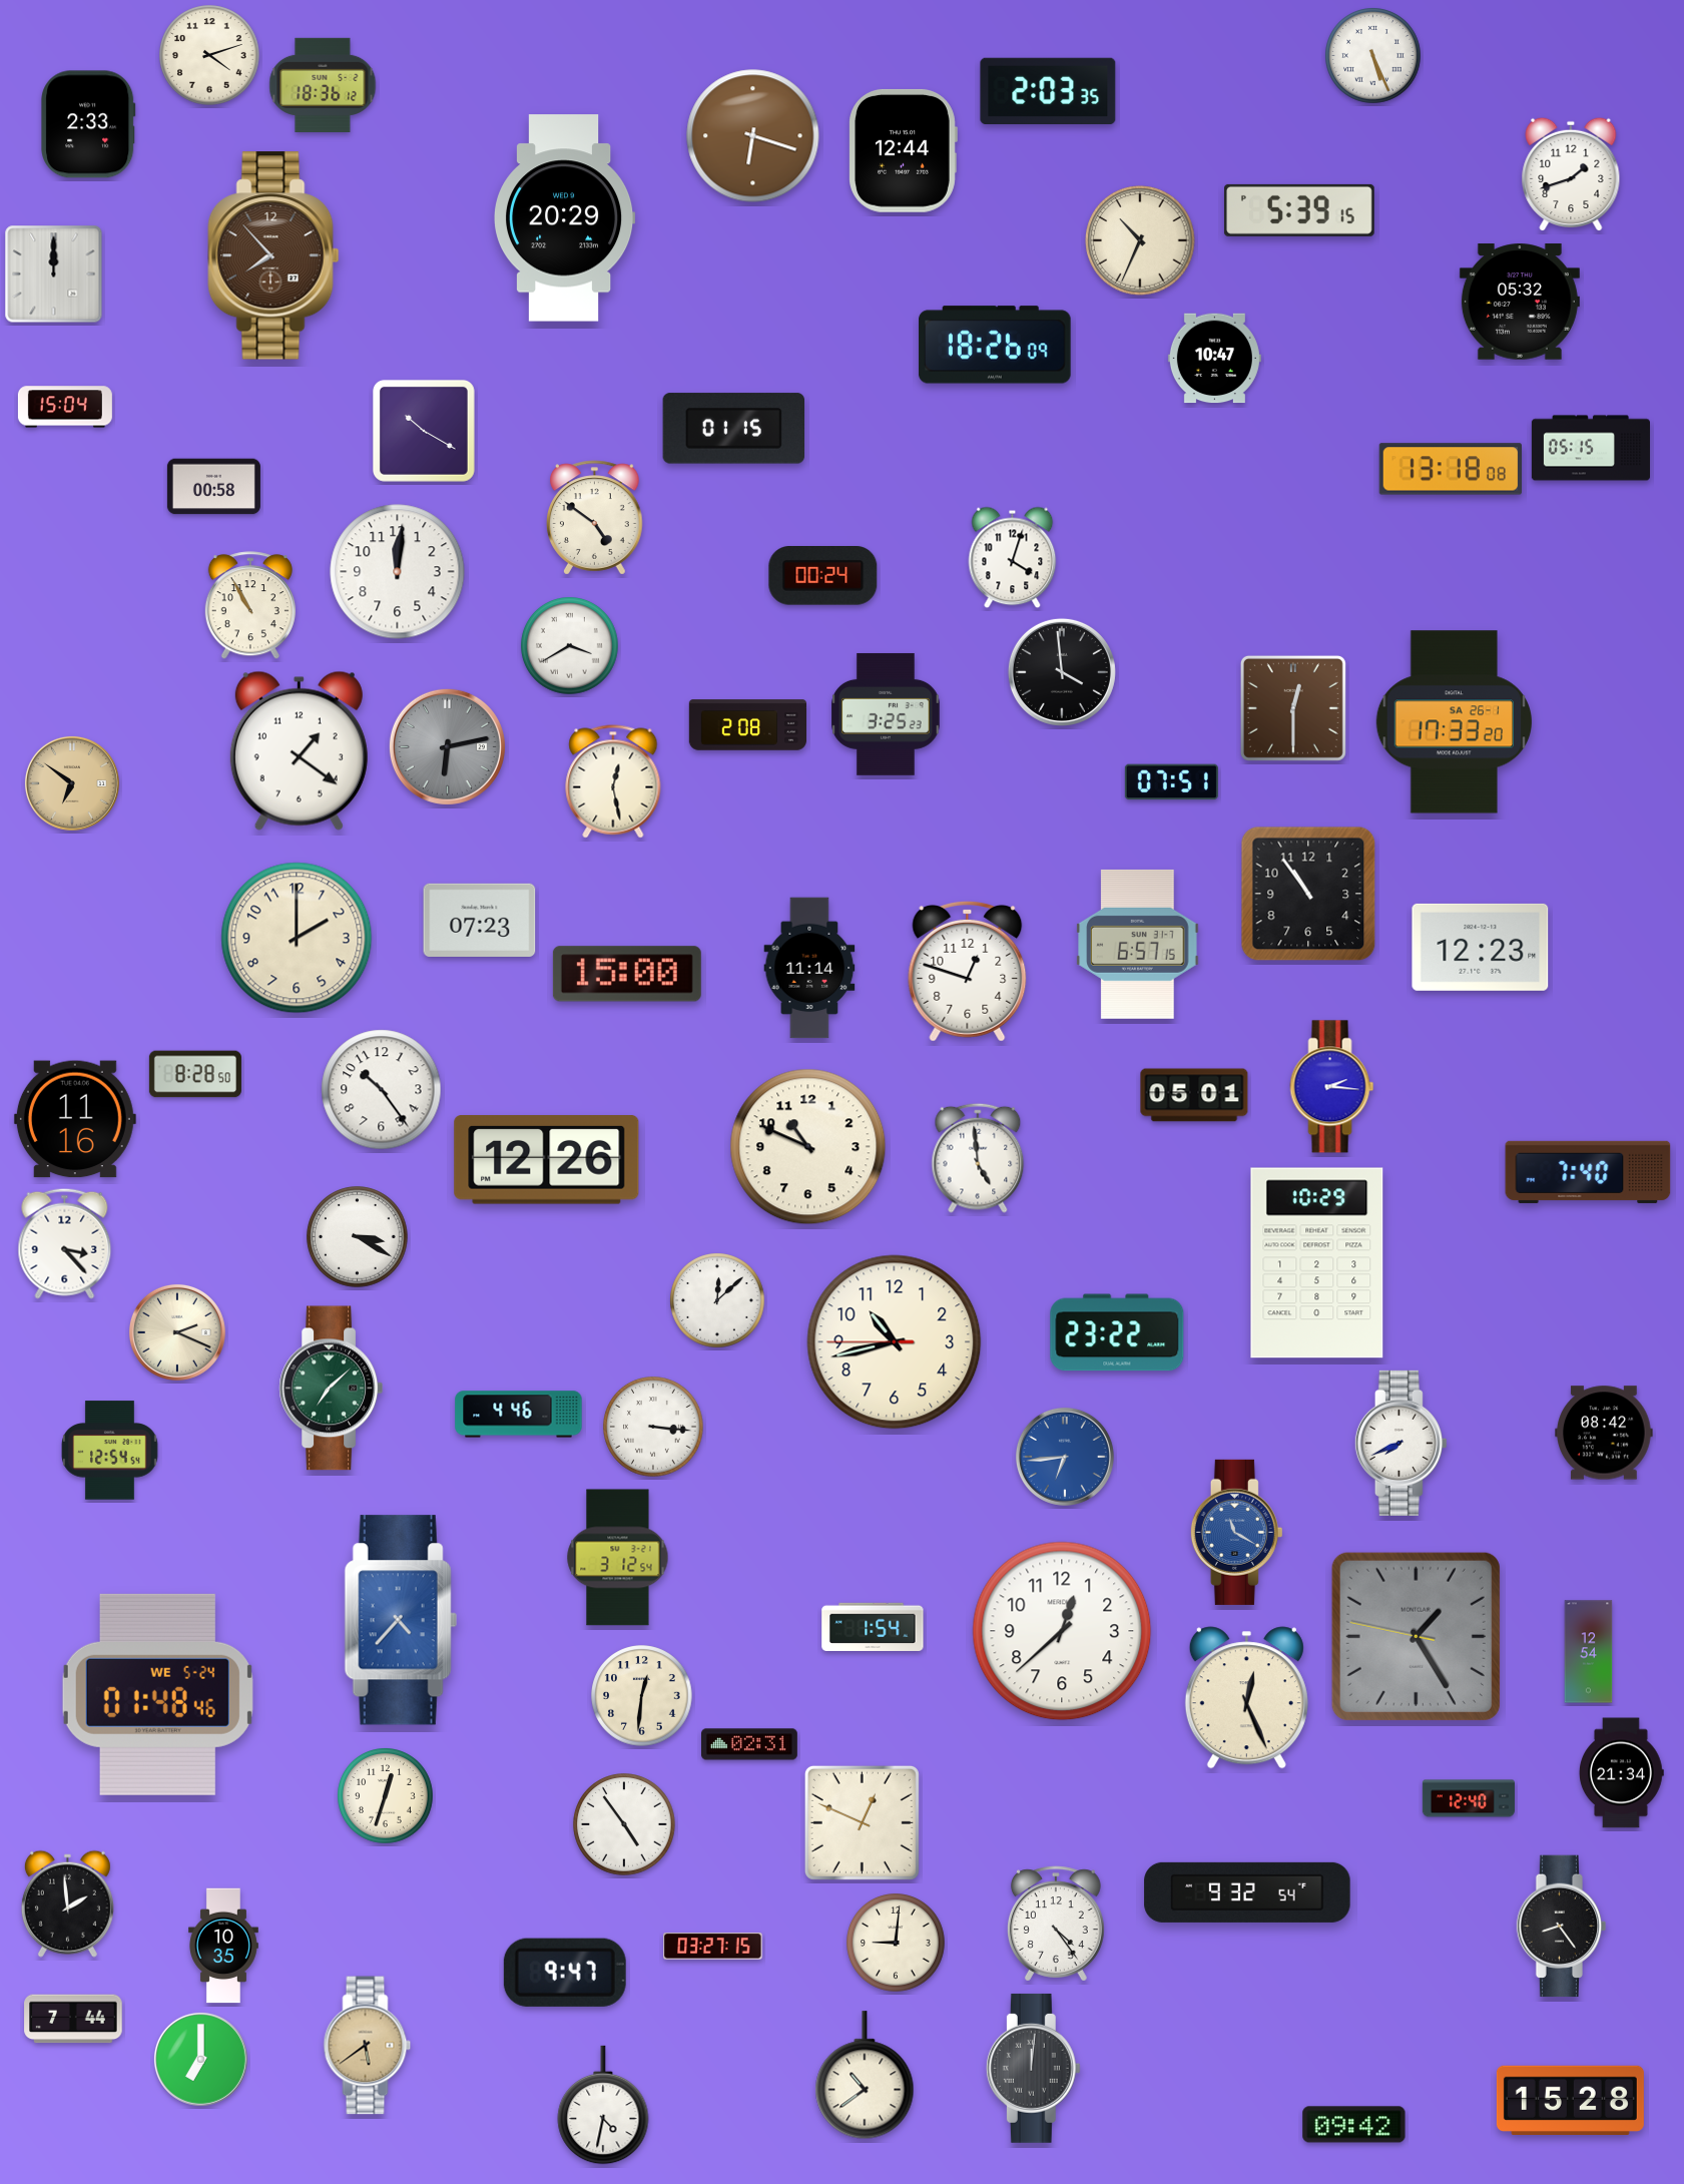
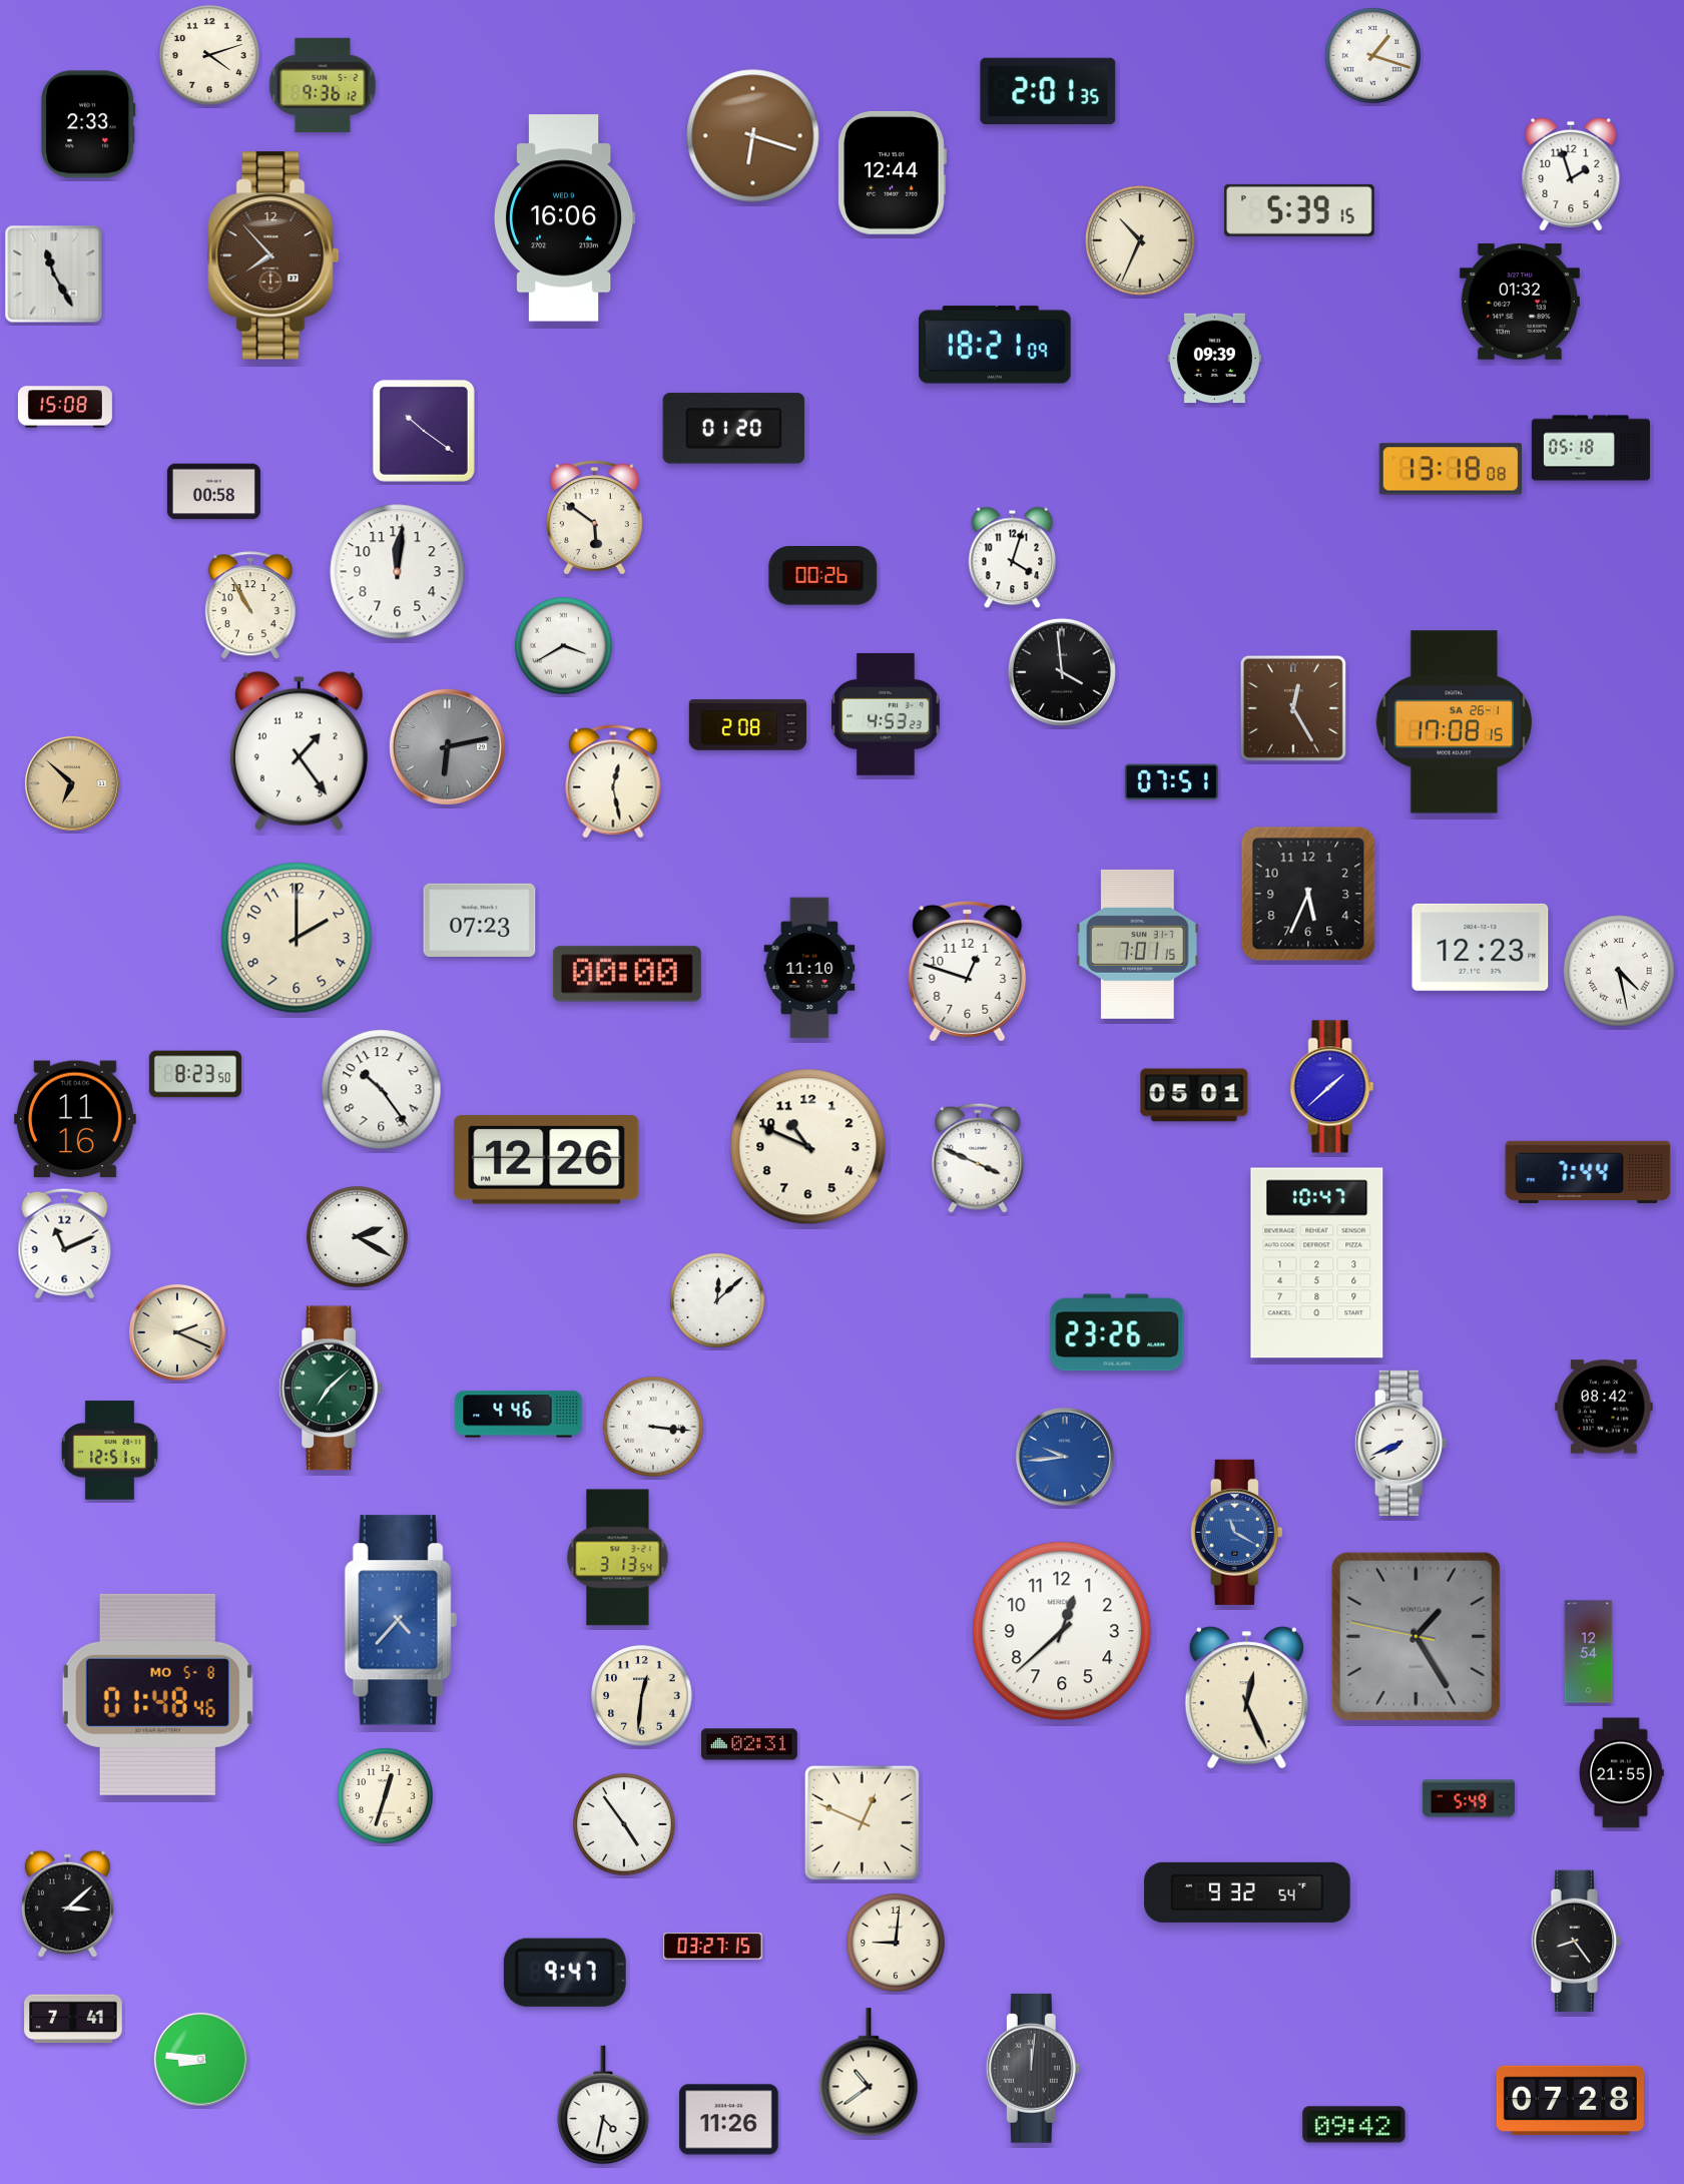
clock at (1373, 56): 5:26 -> 1:18
clock at (323, 84): 18:36 -> 9:36
clock at (1048, 91): 2:03 -> 2:01
clock at (903, 150) position: (903, 150) -> (892, 172)
clock at (1571, 174): 1:42 -> 1:57
clock at (565, 218): 20:29 -> 16:06
clock at (54, 275): 12:00 -> 11:25
clock at (1520, 302): 05:32 -> 01:32
clock at (995, 345): 18:26 -> 18:21
clock at (1214, 359): 10:47 -> 09:39
clock at (65, 407): 15:04 -> 15:08
clock at (733, 429): 01:15 -> 01:20
clock at (424, 431): 10:20 -> 10:21
clock at (1590, 448): 05:15 -> 05:18
clock at (213, 487) position: (213, 487) -> (213, 492)
clock at (595, 518): 4:51 -> 5:51
clock at (823, 576): 00:24 -> 00:26
clock at (570, 646) position: (570, 646) -> (564, 646)
clock at (1293, 708): 12:30 -> 12:25
clock at (886, 714): 3:25 -> 4:53
clock at (1454, 722): 17:33 -> 17:08
clock at (299, 750): 1:21 -> 1:24
clock at (72, 783): 6:51 -> 6:52
clock at (1308, 894): 10:54 -> 5:34
clock at (1138, 944): 6:57 -> 7:01
clock at (809, 968): 11:14 -> 11:10
clock at (1619, 971): none -> 4:28
clock at (627, 974): 15:00 -> 00:00
clock at (195, 1074): 8:28 -> 8:23
clock at (1332, 1087): 2:16 -> 1:38
clock at (978, 1158): 4:59 -> 3:49
clock at (1588, 1172): 7:40 -> 7:44
clock at (358, 1237): 3:20 -> 2:20
clock at (65, 1243): 3:23 -> 11:11
clock at (1317, 1263): 10:29 -> 10:47
clock at (1117, 1332): 23:22 -> 23:26
clock at (895, 1342): 10:42 -> none
clock at (1604, 1433) position: (1604, 1433) -> (1604, 1407)
clock at (110, 1451): 12:54 -> 12:51
clock at (1065, 1457): 6:44 -> 9:44
clock at (618, 1558): 3:12 -> 3:13
clock at (873, 1626): 1:54 -> none
clock at (157, 1694) date: WE 5-24 -> MO 5-8
clock at (1622, 1773): 21:34 -> 21:55
clock at (1469, 1798): 12:40 -> 5:49
clock at (67, 1903): 1:59 -> 3:08
clock at (1056, 1924): 4:24 -> none
clock at (1562, 1927) position: (1562, 1927) -> (1577, 1942)
clock at (223, 1946): 10:35 -> none
clock at (73, 2019): 7:44 -> 7:41
clock at (368, 2046): 5:39 -> none
clock at (200, 2059): 7:00 -> 8:46
clock at (865, 2076) position: (865, 2076) -> (869, 2073)
clock at (1570, 2101): 15:28 -> 07:28
clock at (729, 2120): none -> 11:26
